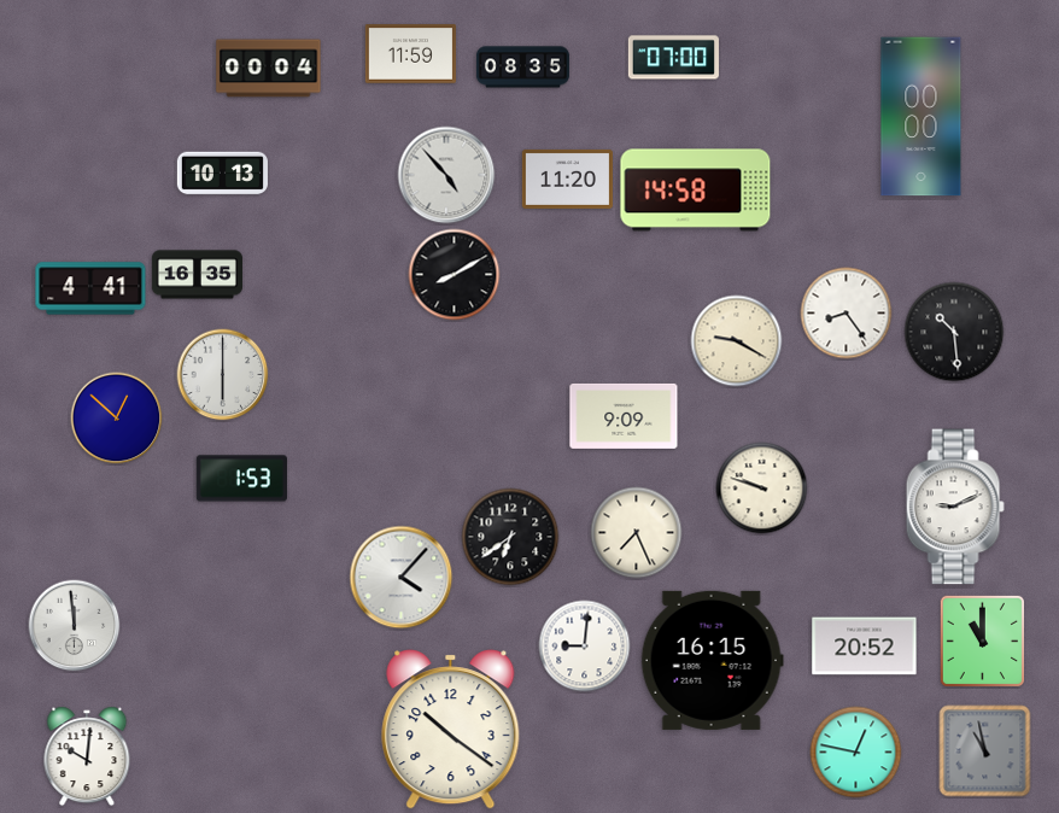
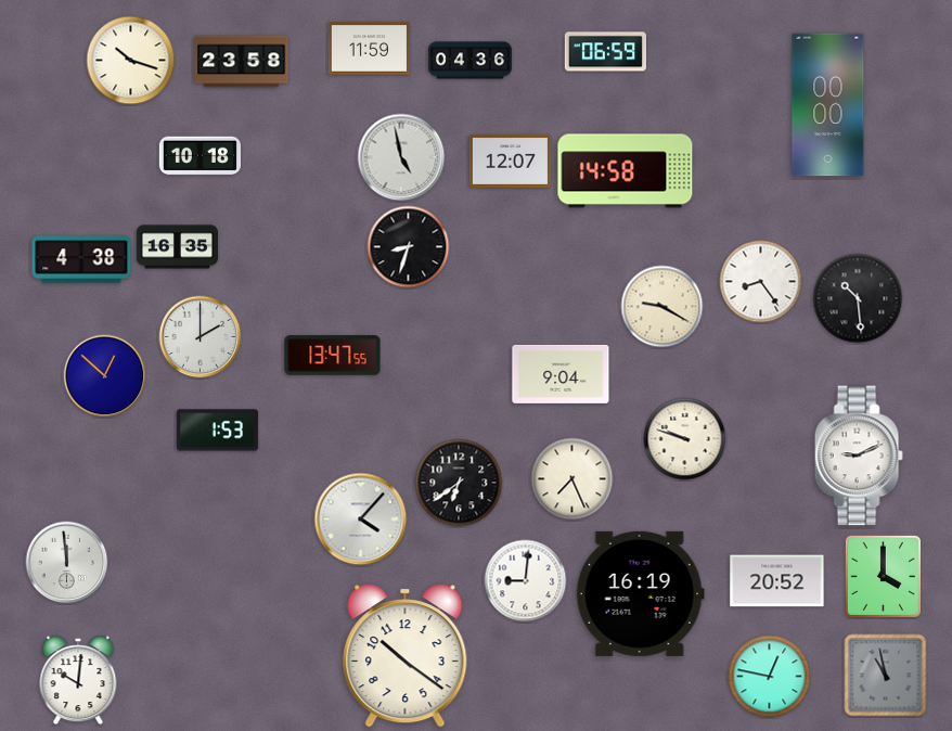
clock at (673, 58): 07:00 -> 06:59
clock at (131, 61): none -> 10:18
clock at (522, 68): 08:35 -> 04:36
clock at (269, 69): 00:04 -> 23:58
clock at (222, 174): 10:13 -> 10:18
clock at (446, 175): 4:53 -> 4:58
clock at (567, 179): 11:20 -> 12:07
clock at (455, 275): 8:10 -> 8:33
clock at (90, 288): 4:41 -> 4:38
clock at (223, 375): 6:00 -> 2:00
clock at (333, 356): none -> 13:47
clock at (624, 416): 9:09 -> 9:04
clock at (982, 641): 11:00 -> 4:00
clock at (712, 660): 16:15 -> 16:19
